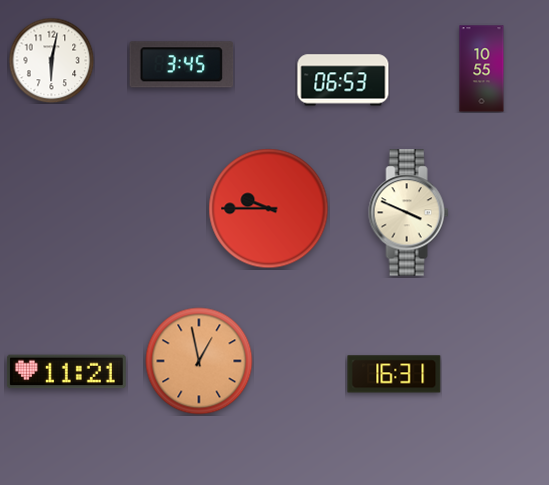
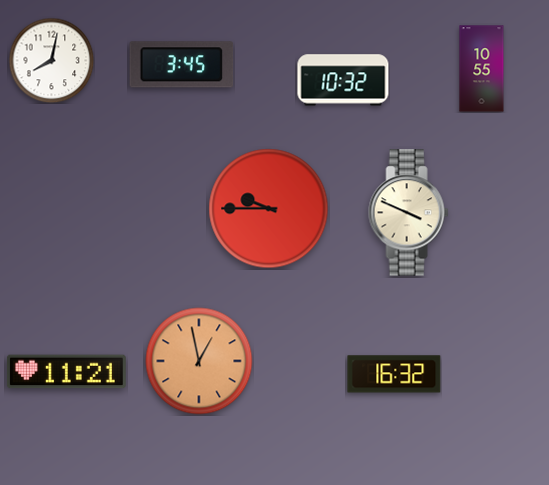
clock at (51, 60): 6:02 -> 8:02
clock at (343, 80): 06:53 -> 10:32
clock at (394, 374): 16:31 -> 16:32
